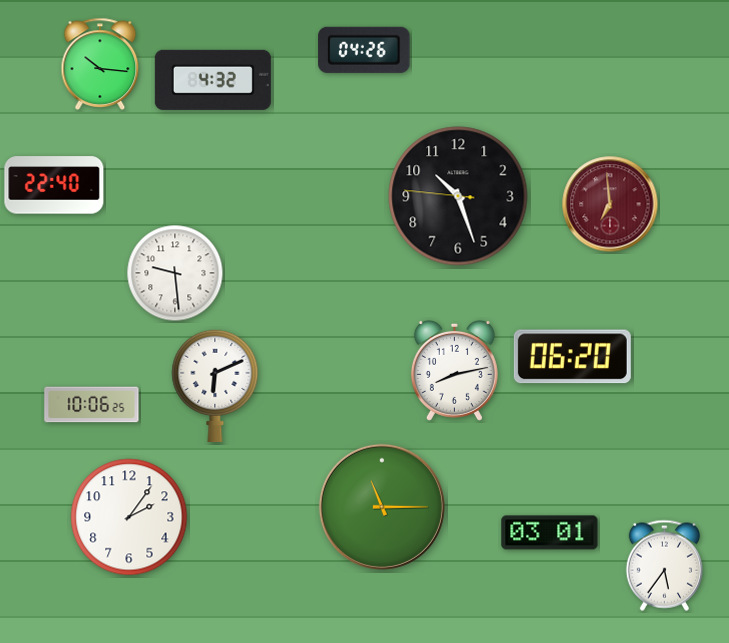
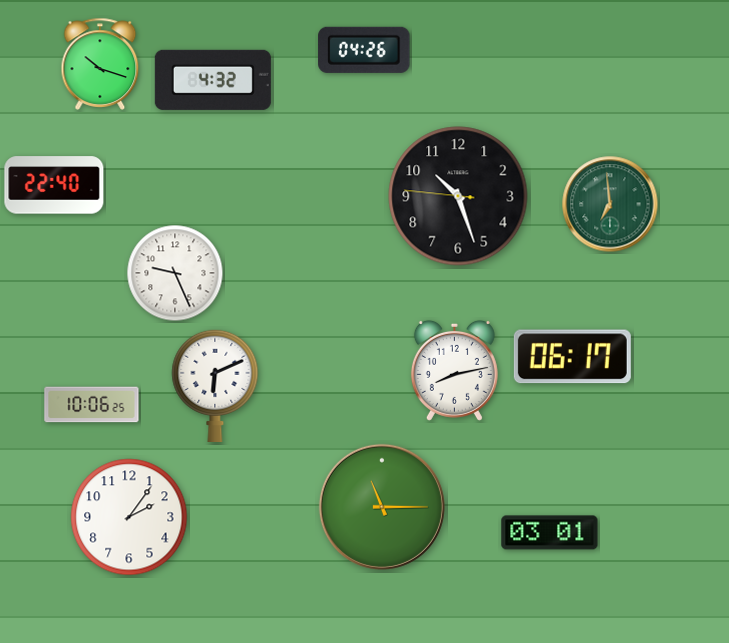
clock at (100, 64): 10:16 -> 10:18
clock at (610, 204) dial: burgundy -> green
clock at (175, 273): 9:29 -> 9:26
clock at (572, 357): 06:20 -> 06:17
clock at (664, 565): 5:36 -> none
